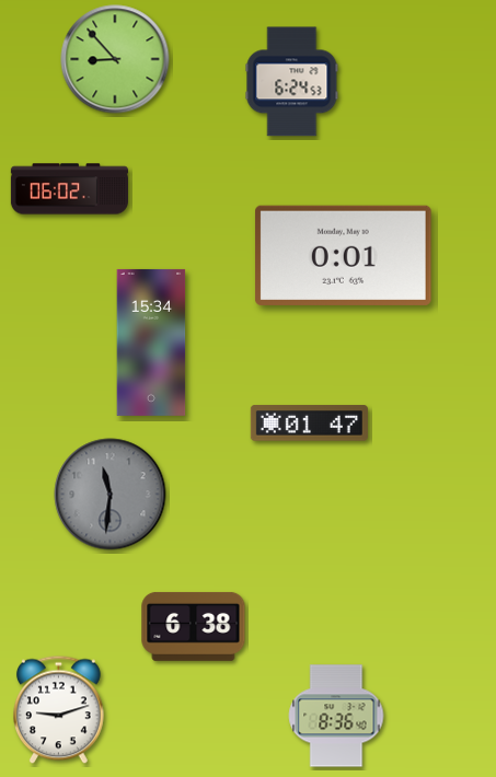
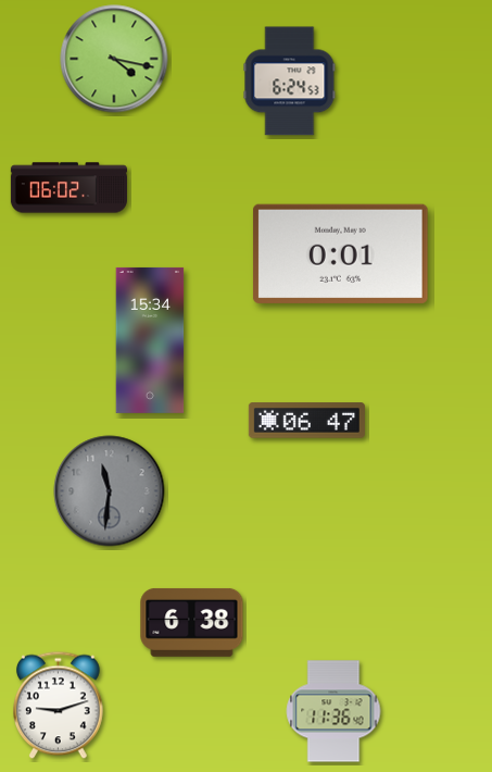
clock at (115, 59): 8:53 -> 4:17
clock at (309, 424): 01:47 -> 06:47
clock at (336, 716): 8:36 -> 11:36
